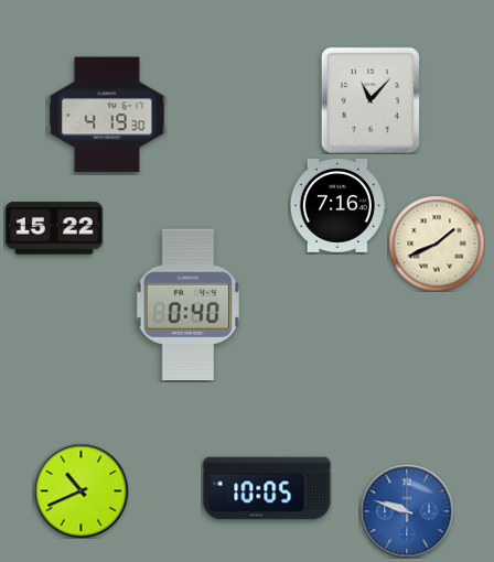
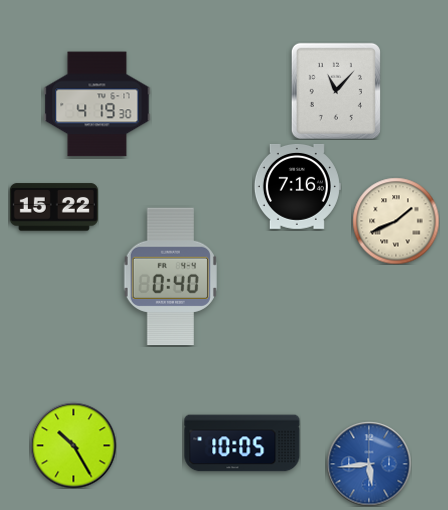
clock at (337, 206) position: (337, 206) -> (297, 187)
clock at (54, 228) position: (54, 228) -> (54, 207)
clock at (80, 490): 10:41 -> 10:25
clock at (407, 511): 9:48 -> 5:44
